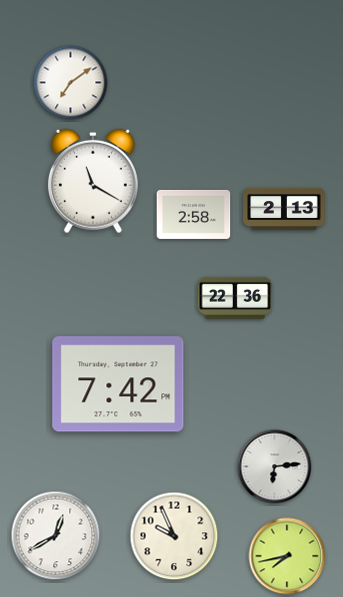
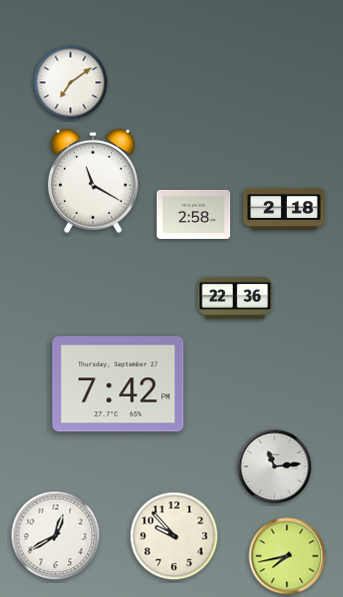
clock at (284, 209): 2:13 -> 2:18
clock at (275, 467): 6:14 -> 11:14
clock at (174, 536): 9:56 -> 9:53
